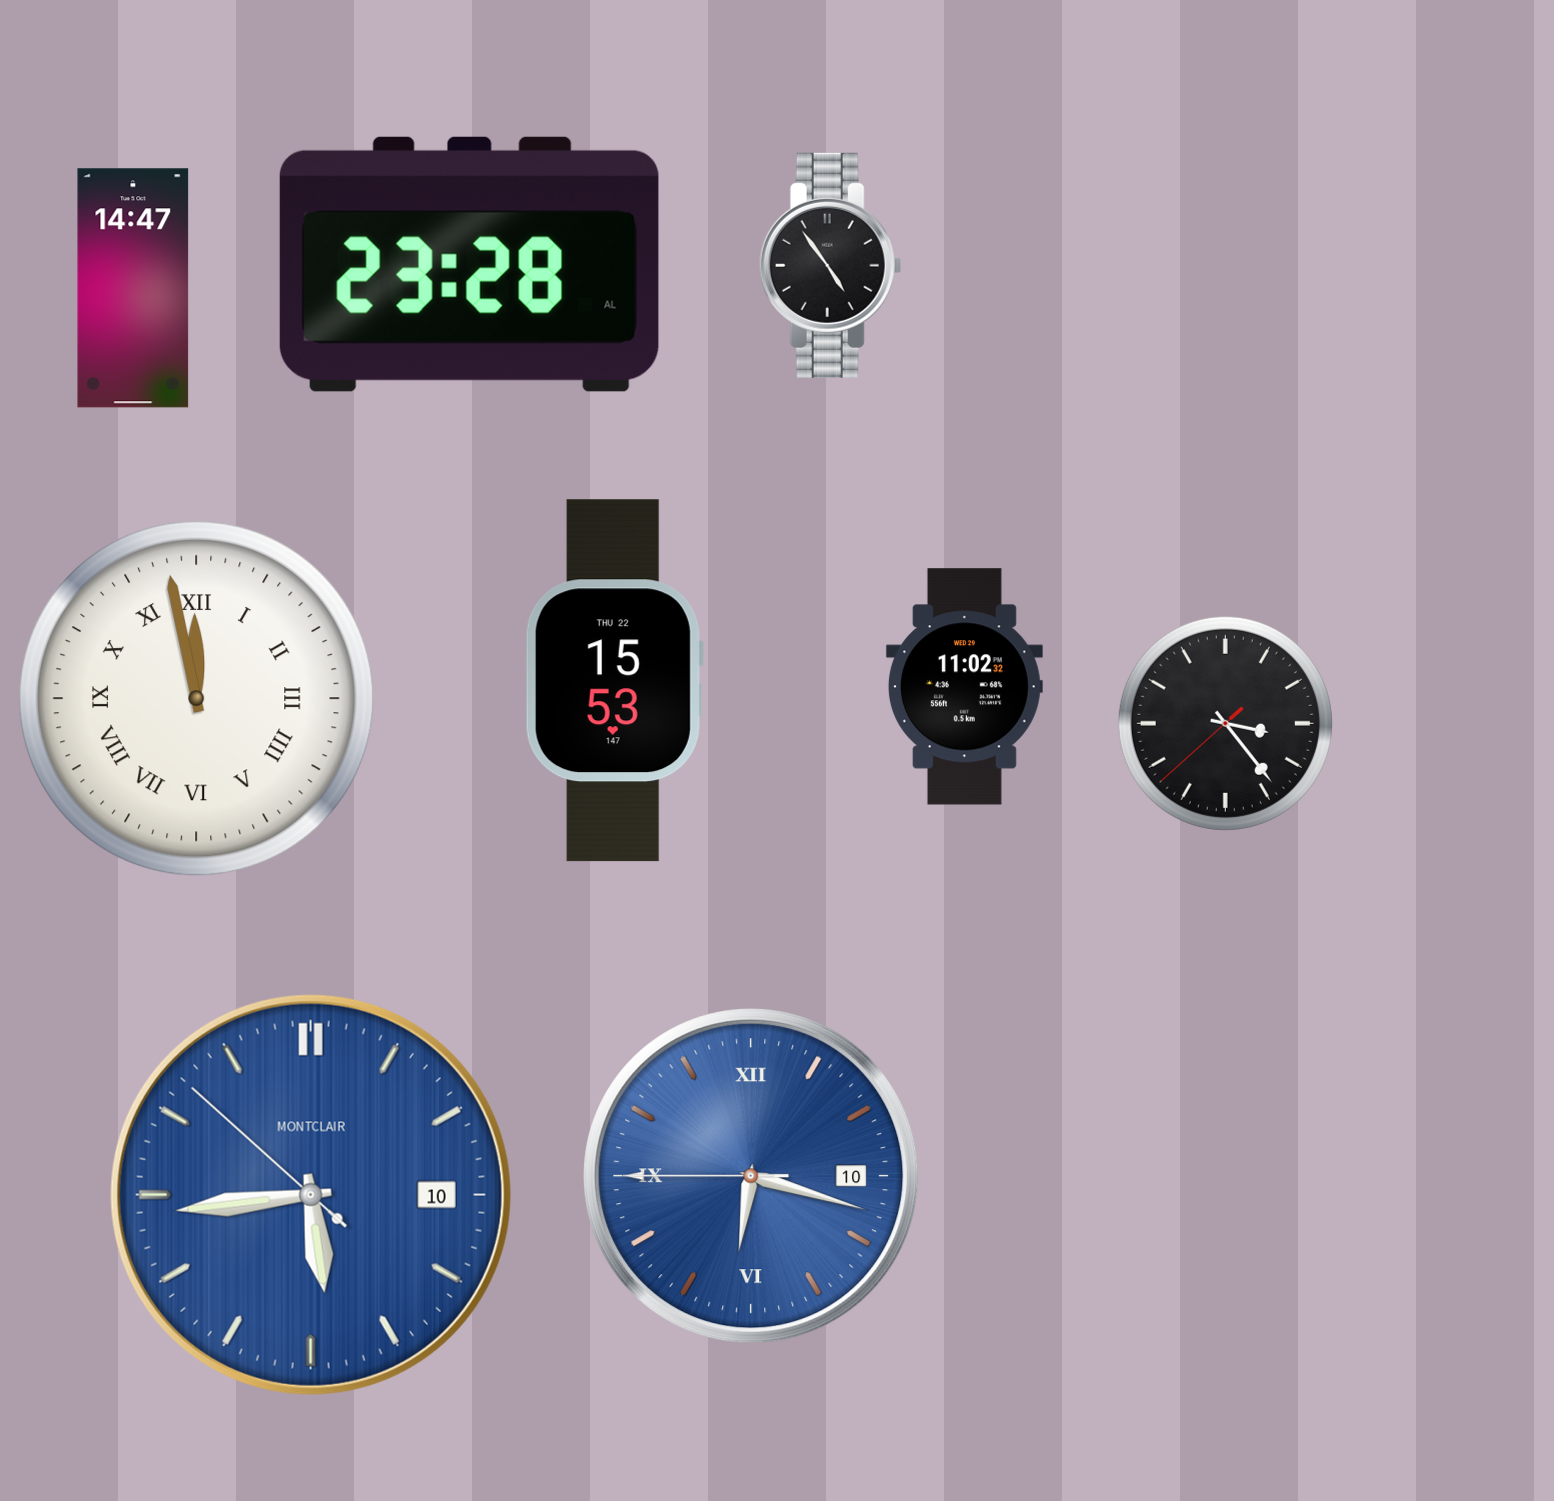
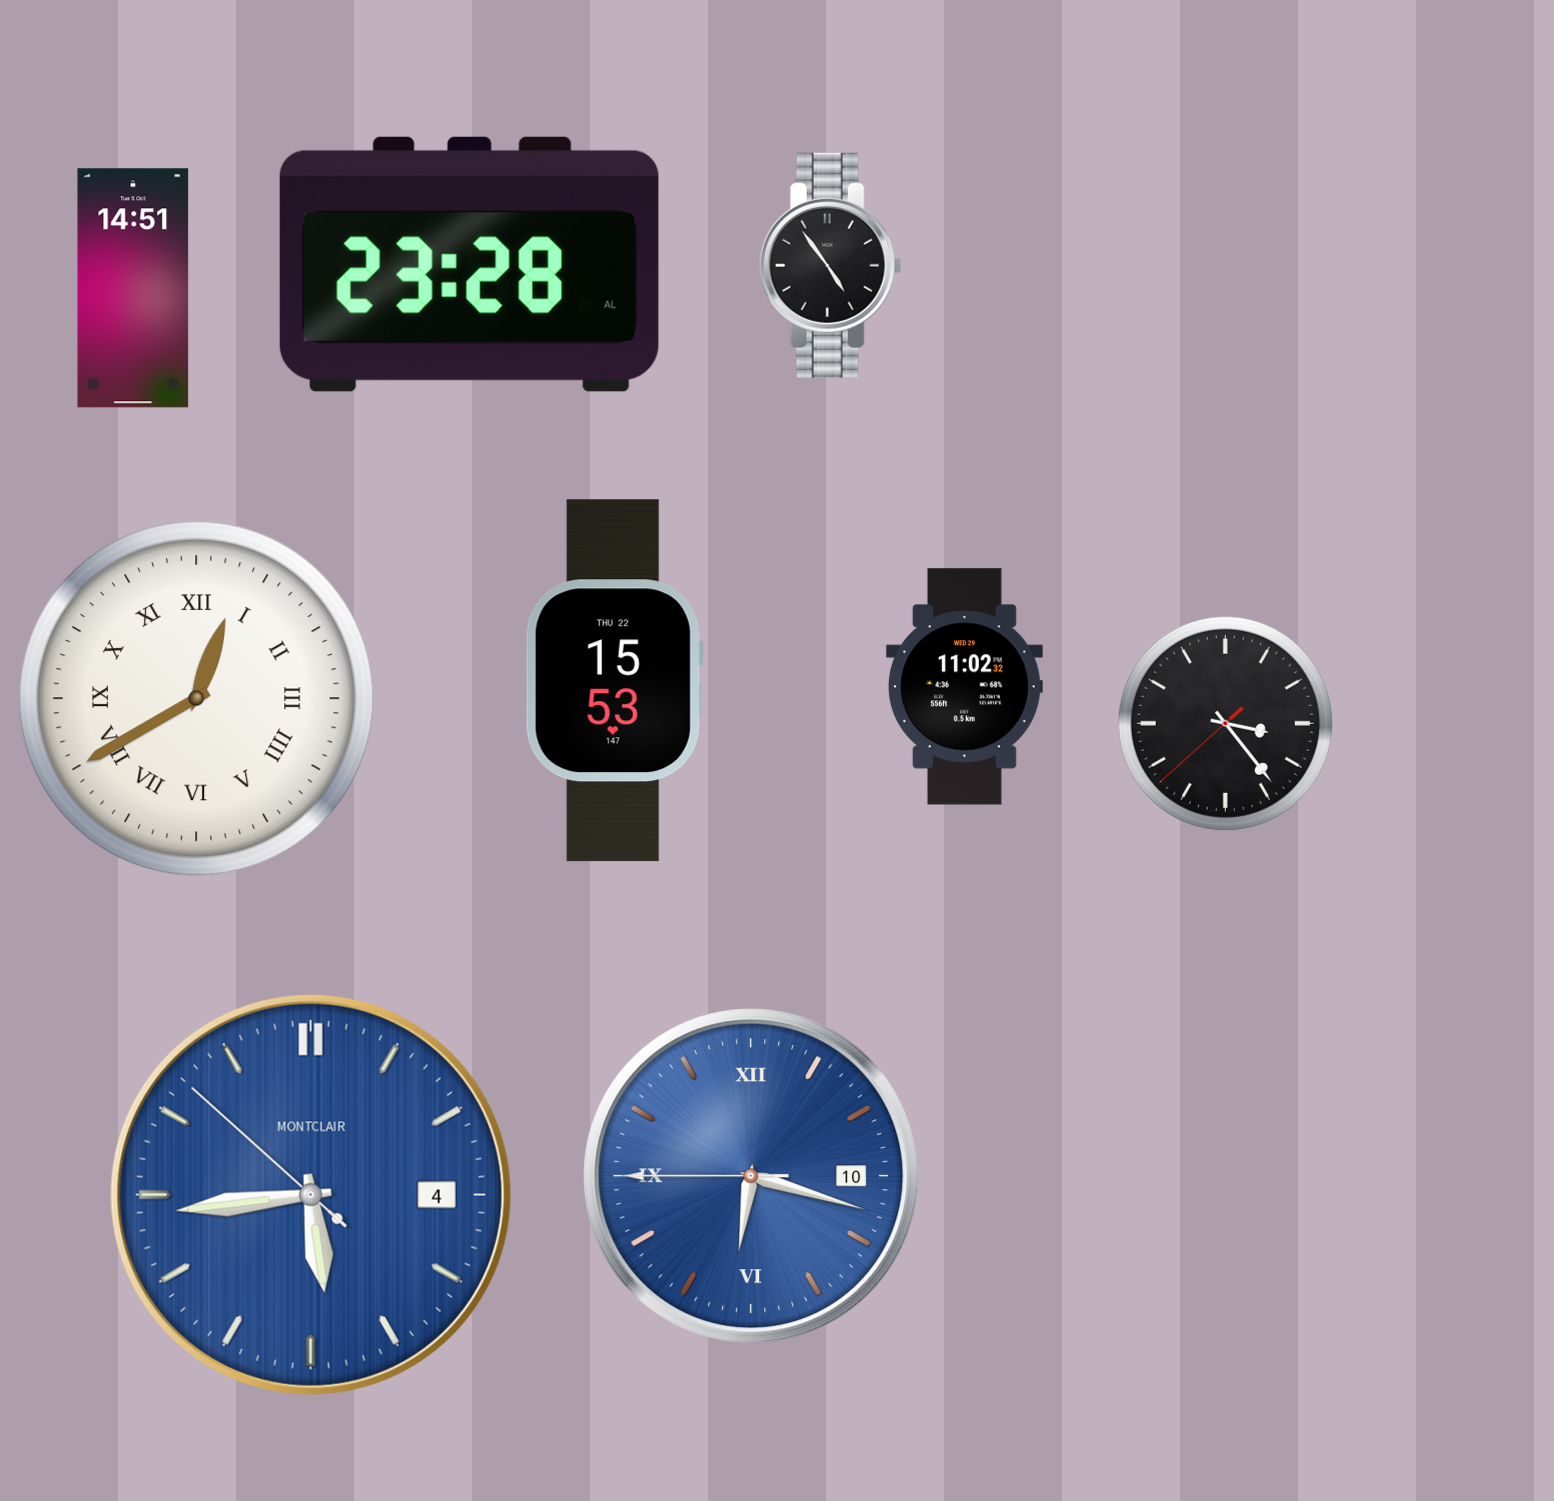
clock at (133, 288): 14:47 -> 14:51
clock at (196, 698): 11:58 -> 12:40
clock at (311, 1195) date: 10 -> 4
